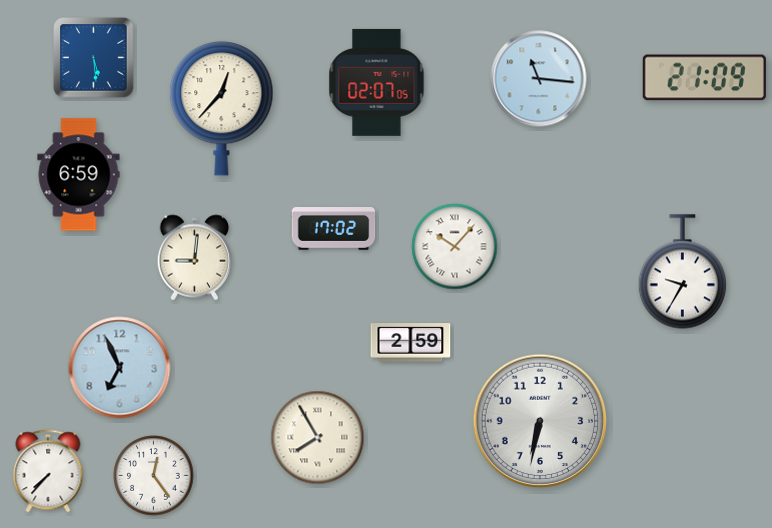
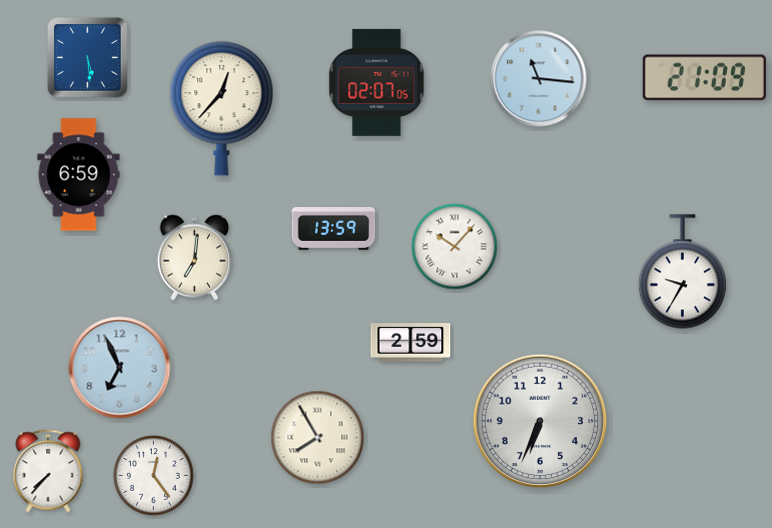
clock at (94, 58) position: (94, 58) -> (88, 58)
clock at (334, 229): 17:02 -> 13:59
clock at (195, 258): 9:01 -> 7:01
clock at (540, 421): 6:32 -> 6:34
